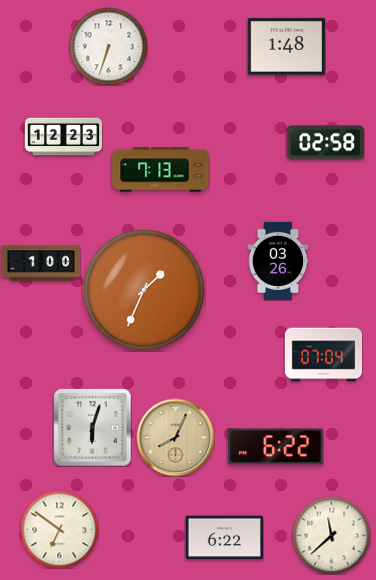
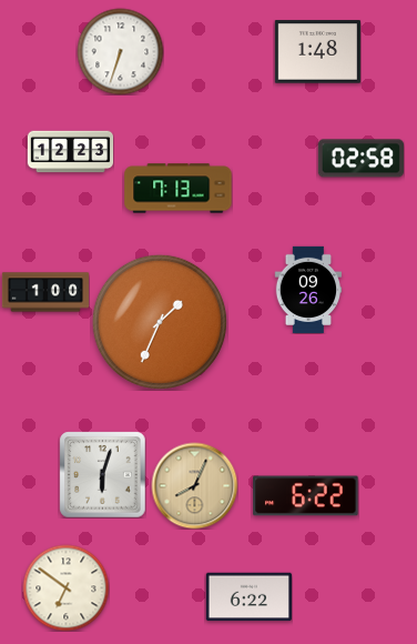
clock at (278, 260): 03:26 -> 09:26
clock at (323, 355): 07:04 -> none
clock at (331, 535): 11:38 -> none
